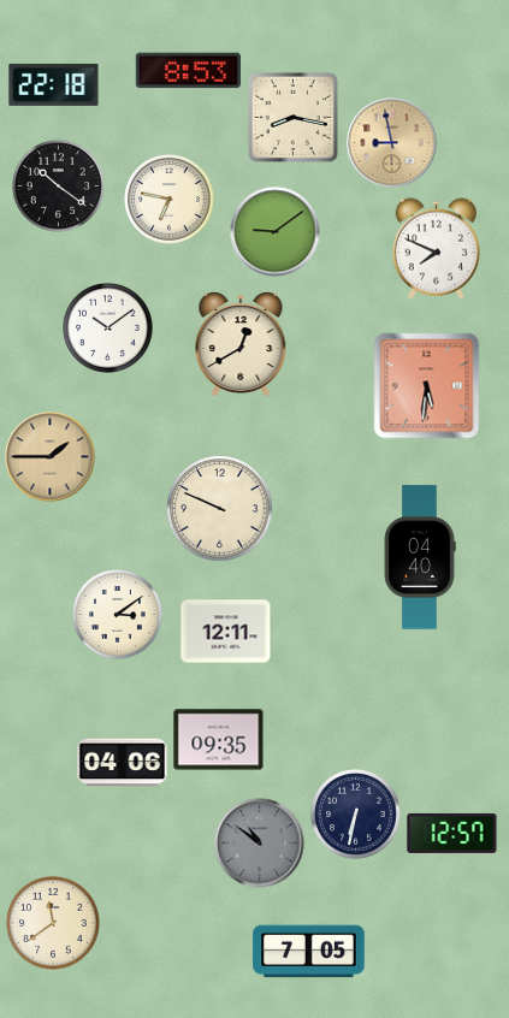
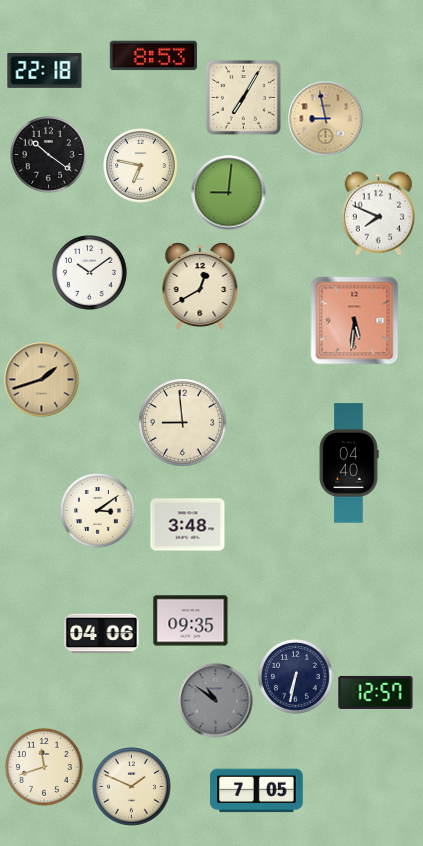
clock at (188, 71) position: (188, 71) -> (153, 56)
clock at (292, 117): 8:17 -> 7:05
clock at (276, 232): 9:09 -> 9:01
clock at (436, 249) position: (436, 249) -> (378, 214)
clock at (51, 457): 1:45 -> 1:42
clock at (220, 509): 9:49 -> 8:59
clock at (226, 632): 12:11 -> 3:48
clock at (219, 740) position: (219, 740) -> (191, 621)
clock at (53, 923): 11:39 -> 11:42
clock at (132, 787): none -> 1:49
